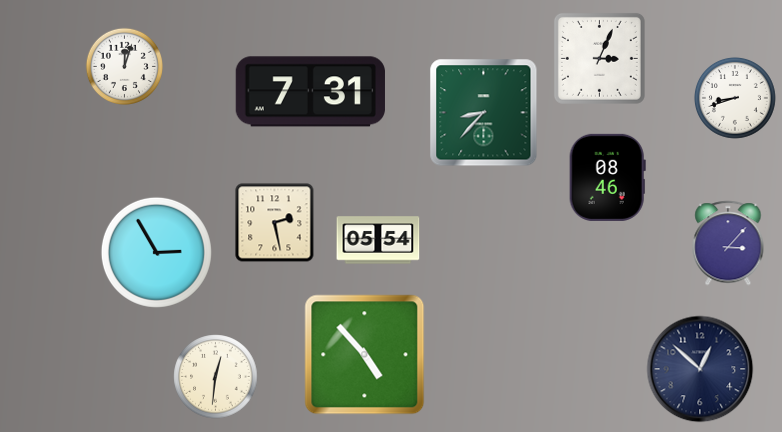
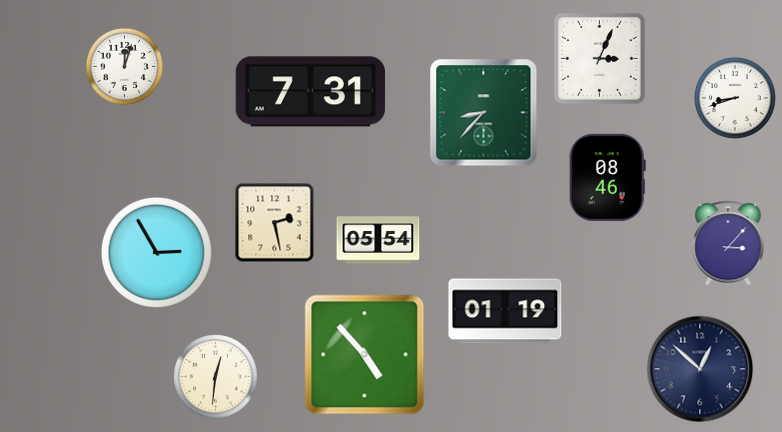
clock at (505, 311): none -> 01:19
